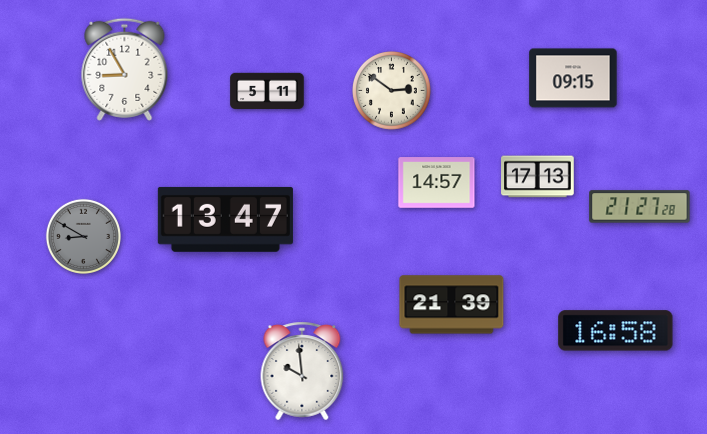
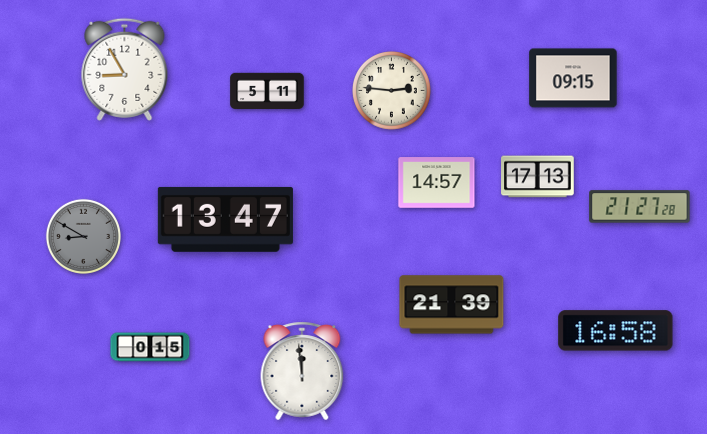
clock at (392, 91): 2:51 -> 2:46
clock at (150, 347): none -> 0:15
clock at (302, 371): 9:59 -> 11:59
